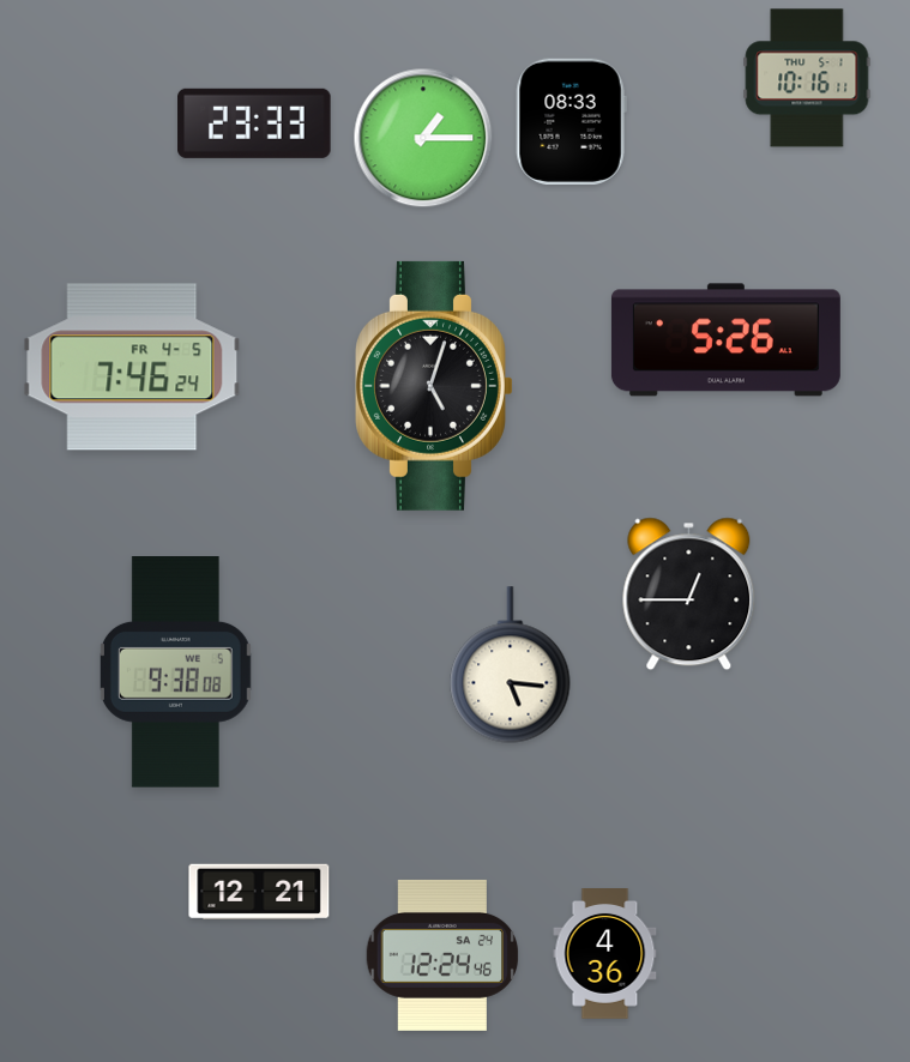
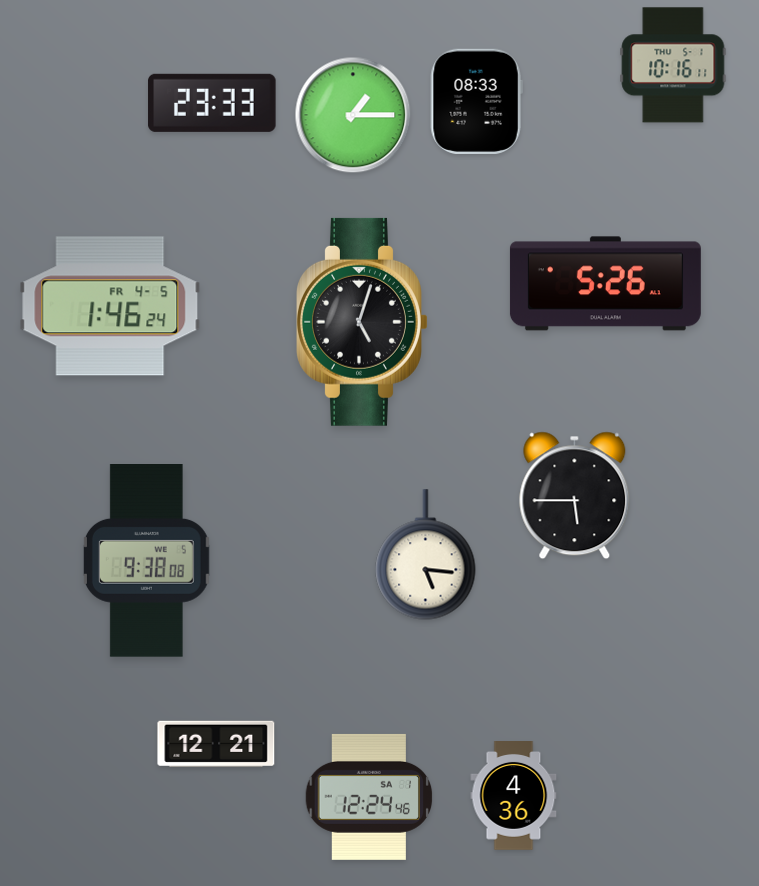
clock at (132, 367): 7:46 -> 1:46
clock at (689, 595): 12:45 -> 5:45
clock at (605, 954) position: (605, 954) -> (514, 796)
clock at (442, 955) date: SA 24 -> SA 1
